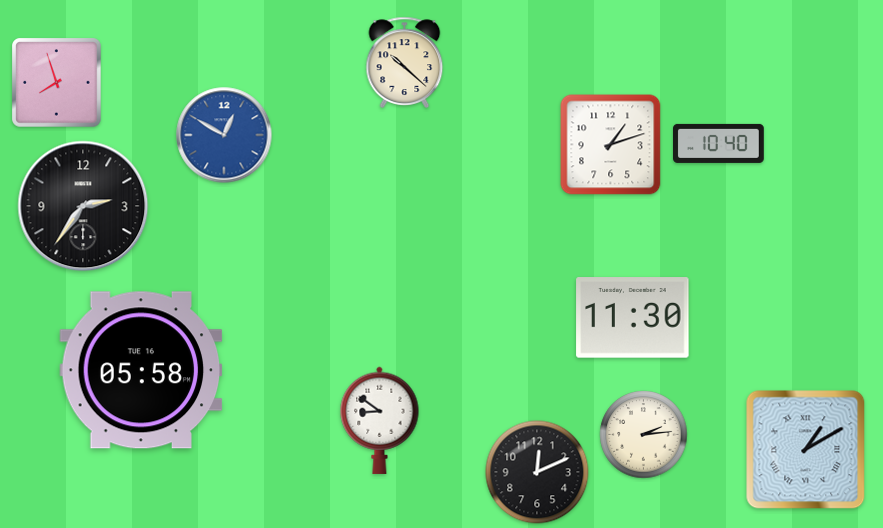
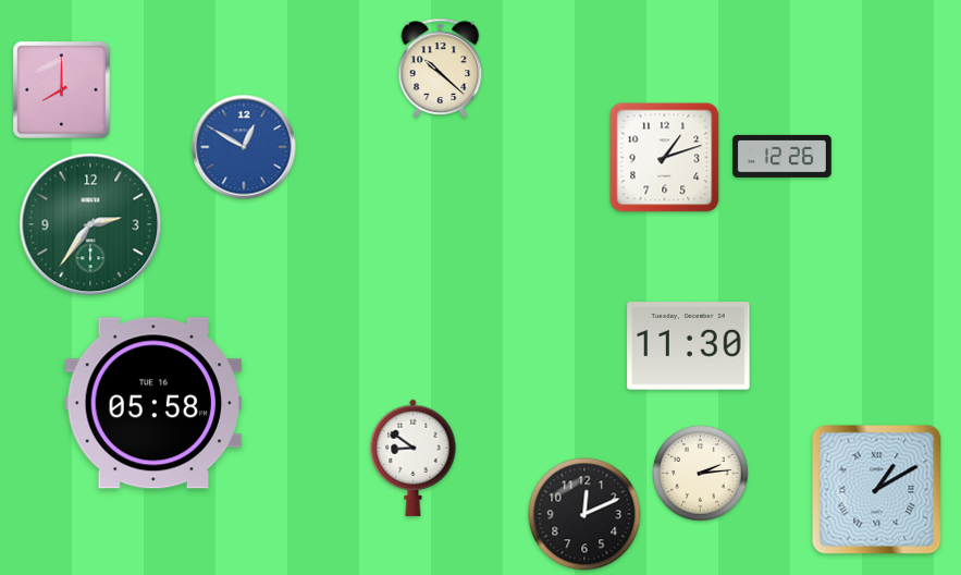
clock at (57, 83): 7:57 -> 8:00
clock at (719, 143): 10:40 -> 12:26
clock at (83, 206) dial: black -> green
